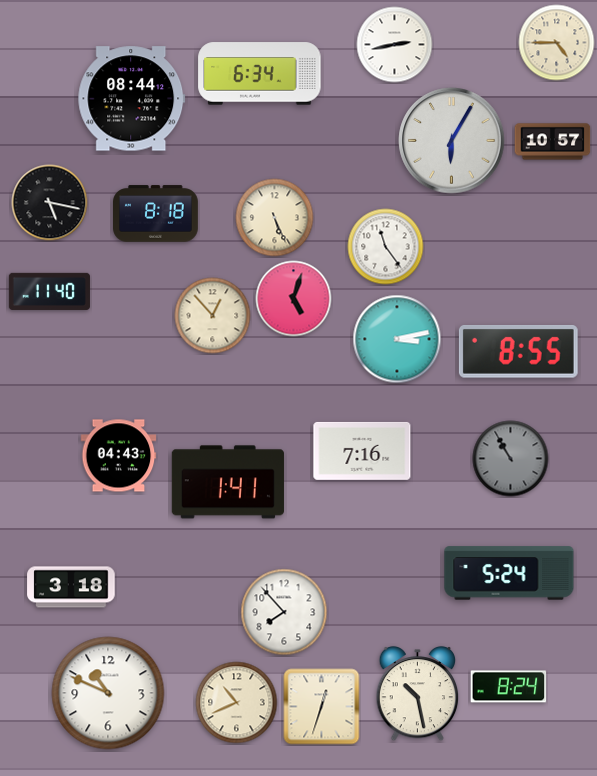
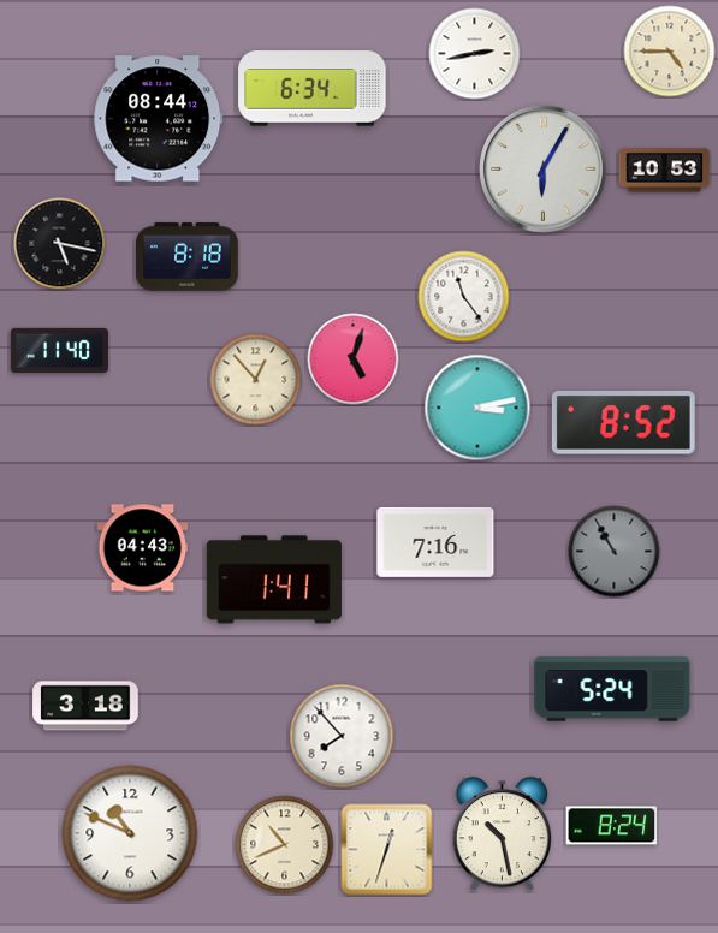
clock at (553, 142): 10:57 -> 10:53
clock at (275, 218): 5:26 -> none
clock at (518, 351): 8:55 -> 8:52
